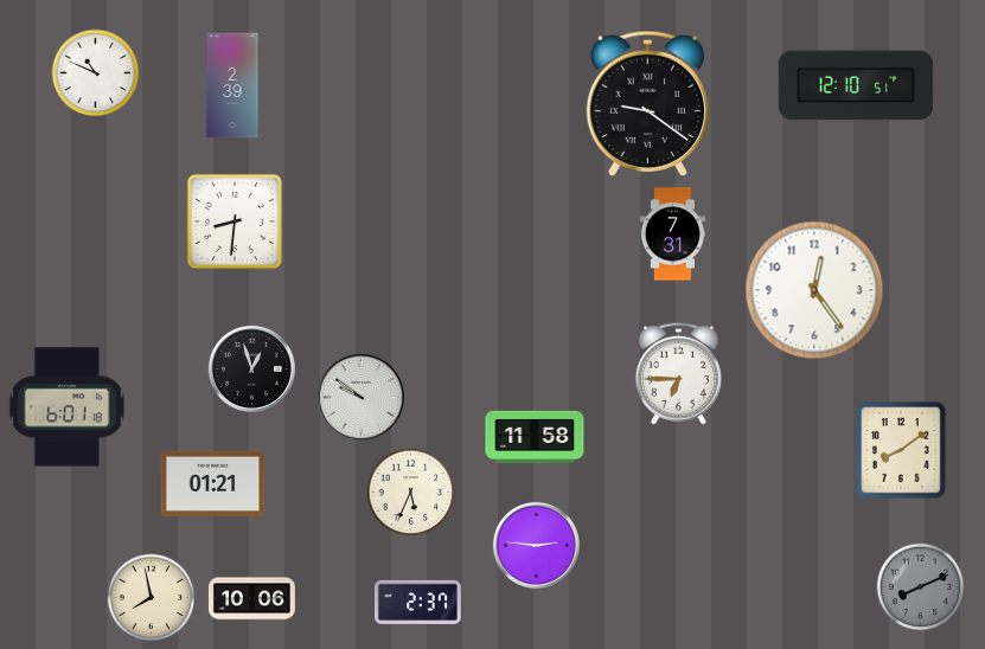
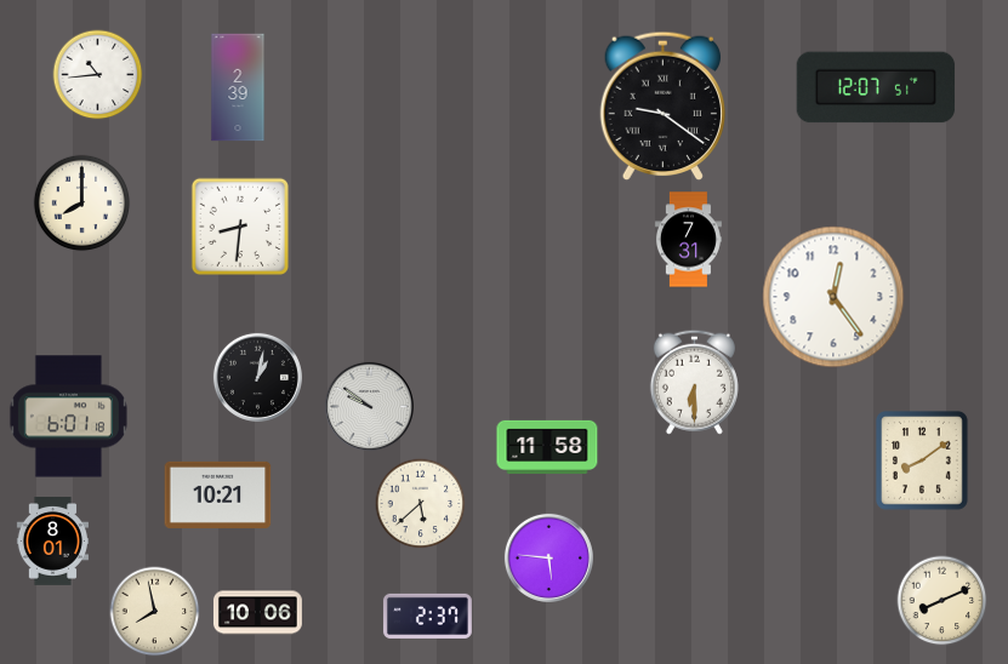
clock at (96, 73): 10:49 -> 10:44
clock at (856, 85): 12:10 -> 12:07
clock at (82, 204): none -> 8:00
clock at (251, 368): 12:57 -> 1:02
clock at (678, 373): 6:45 -> 6:30
clock at (213, 483): 01:21 -> 10:21
clock at (411, 493): 5:34 -> 5:38
clock at (52, 542): none -> 8:01
clock at (536, 545): 2:46 -> 5:46
clock at (921, 587) dial: grey -> cream
